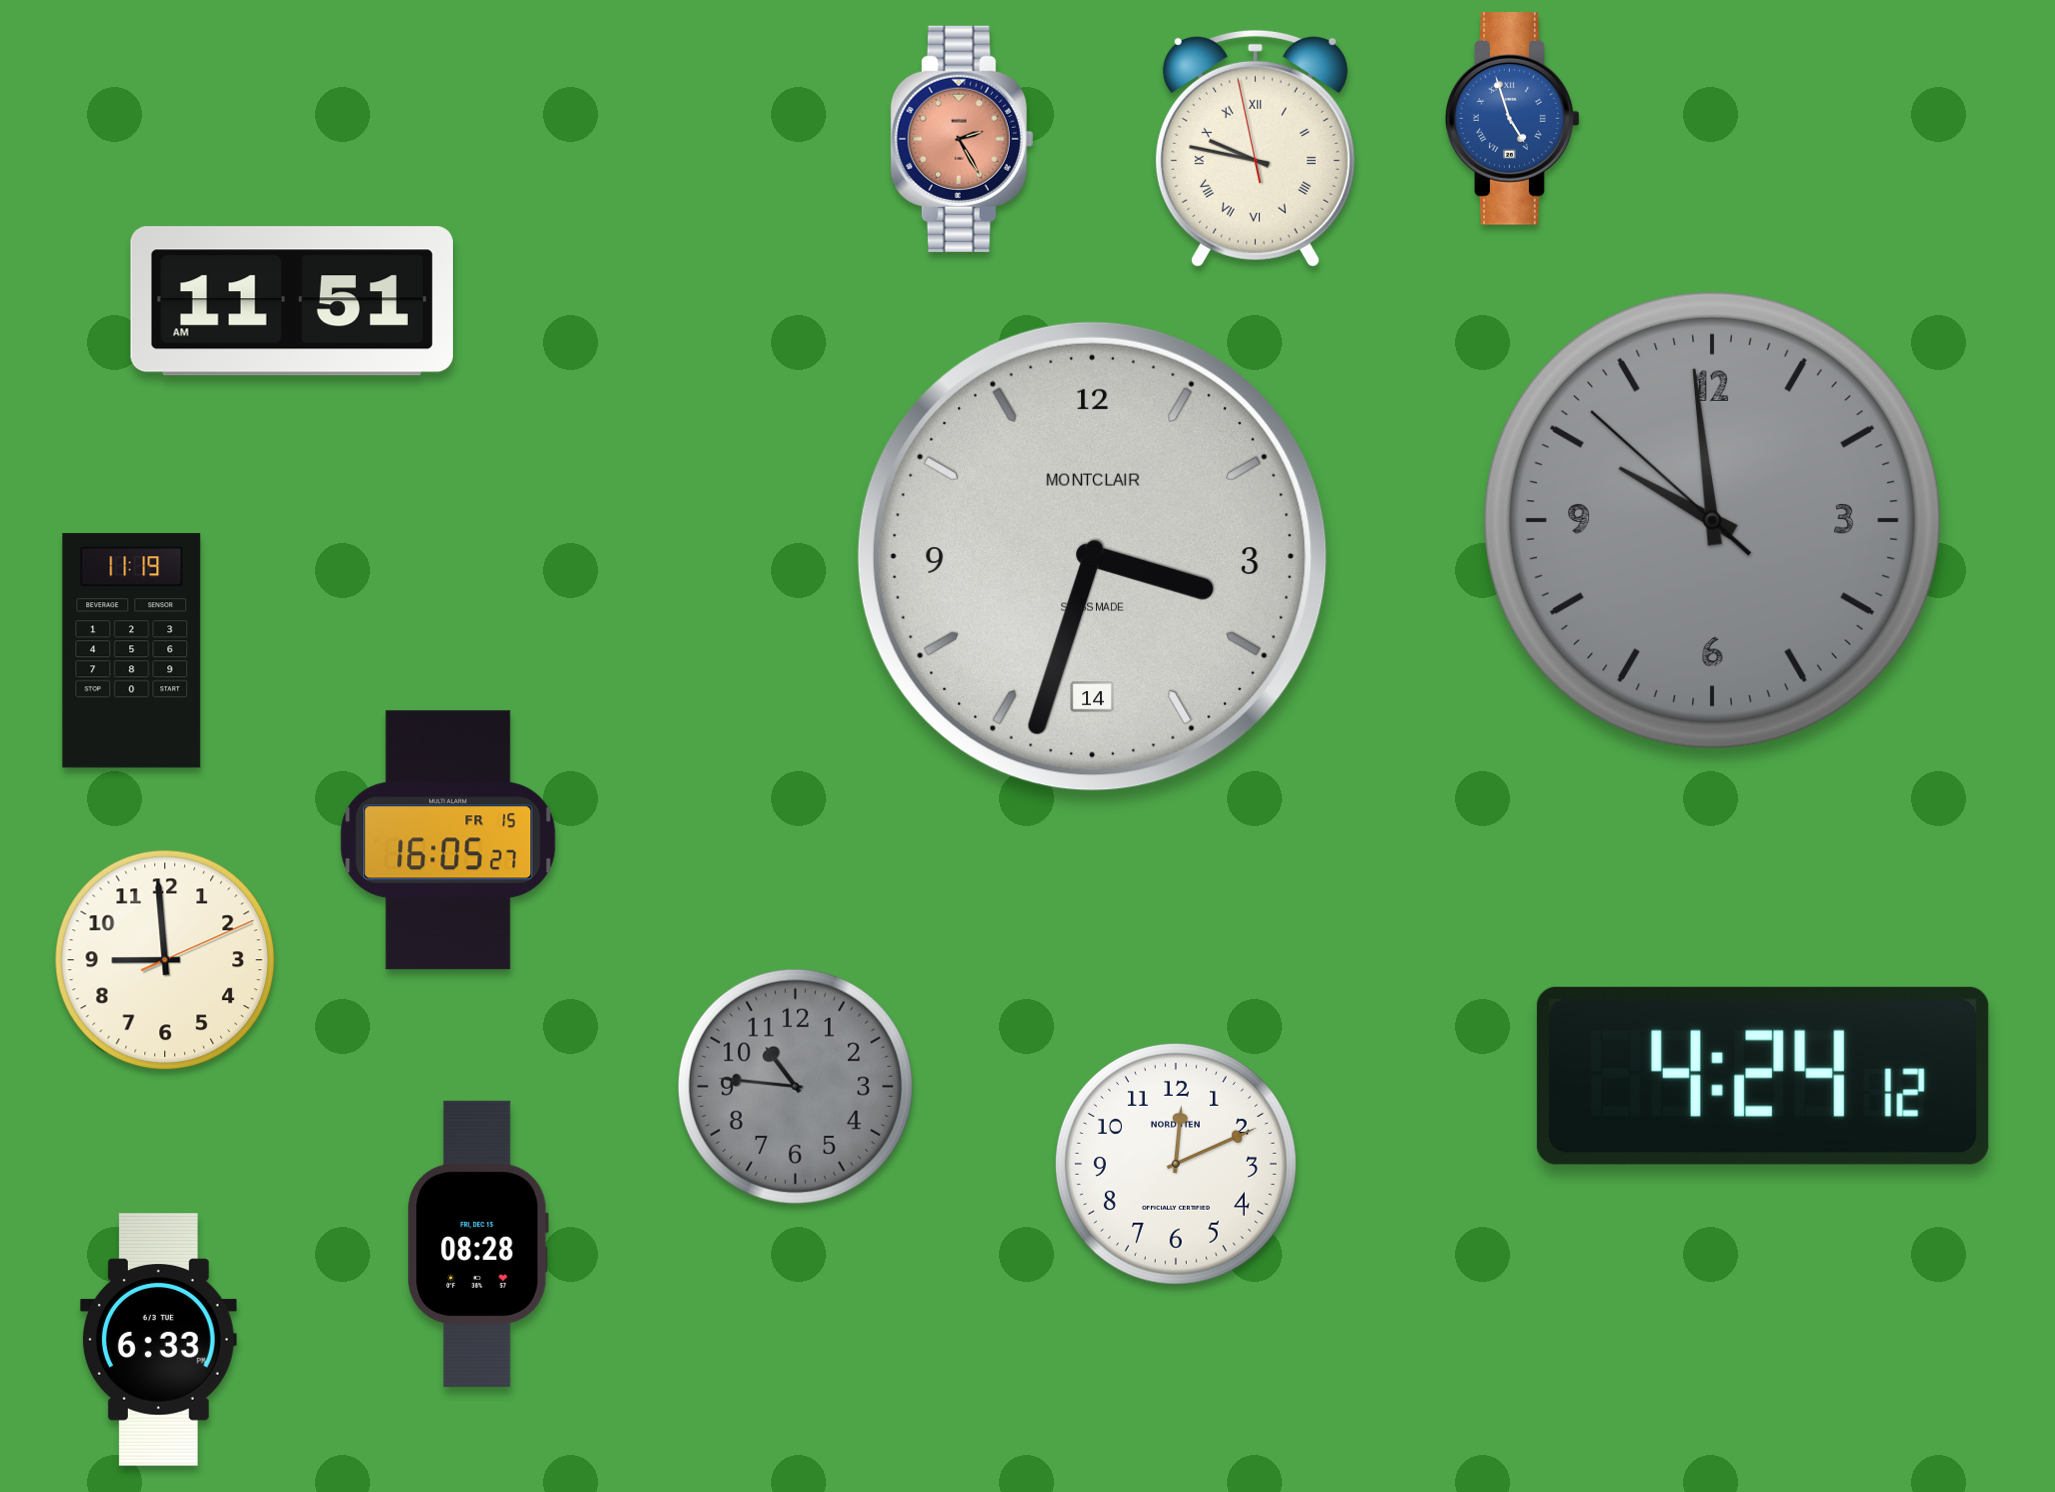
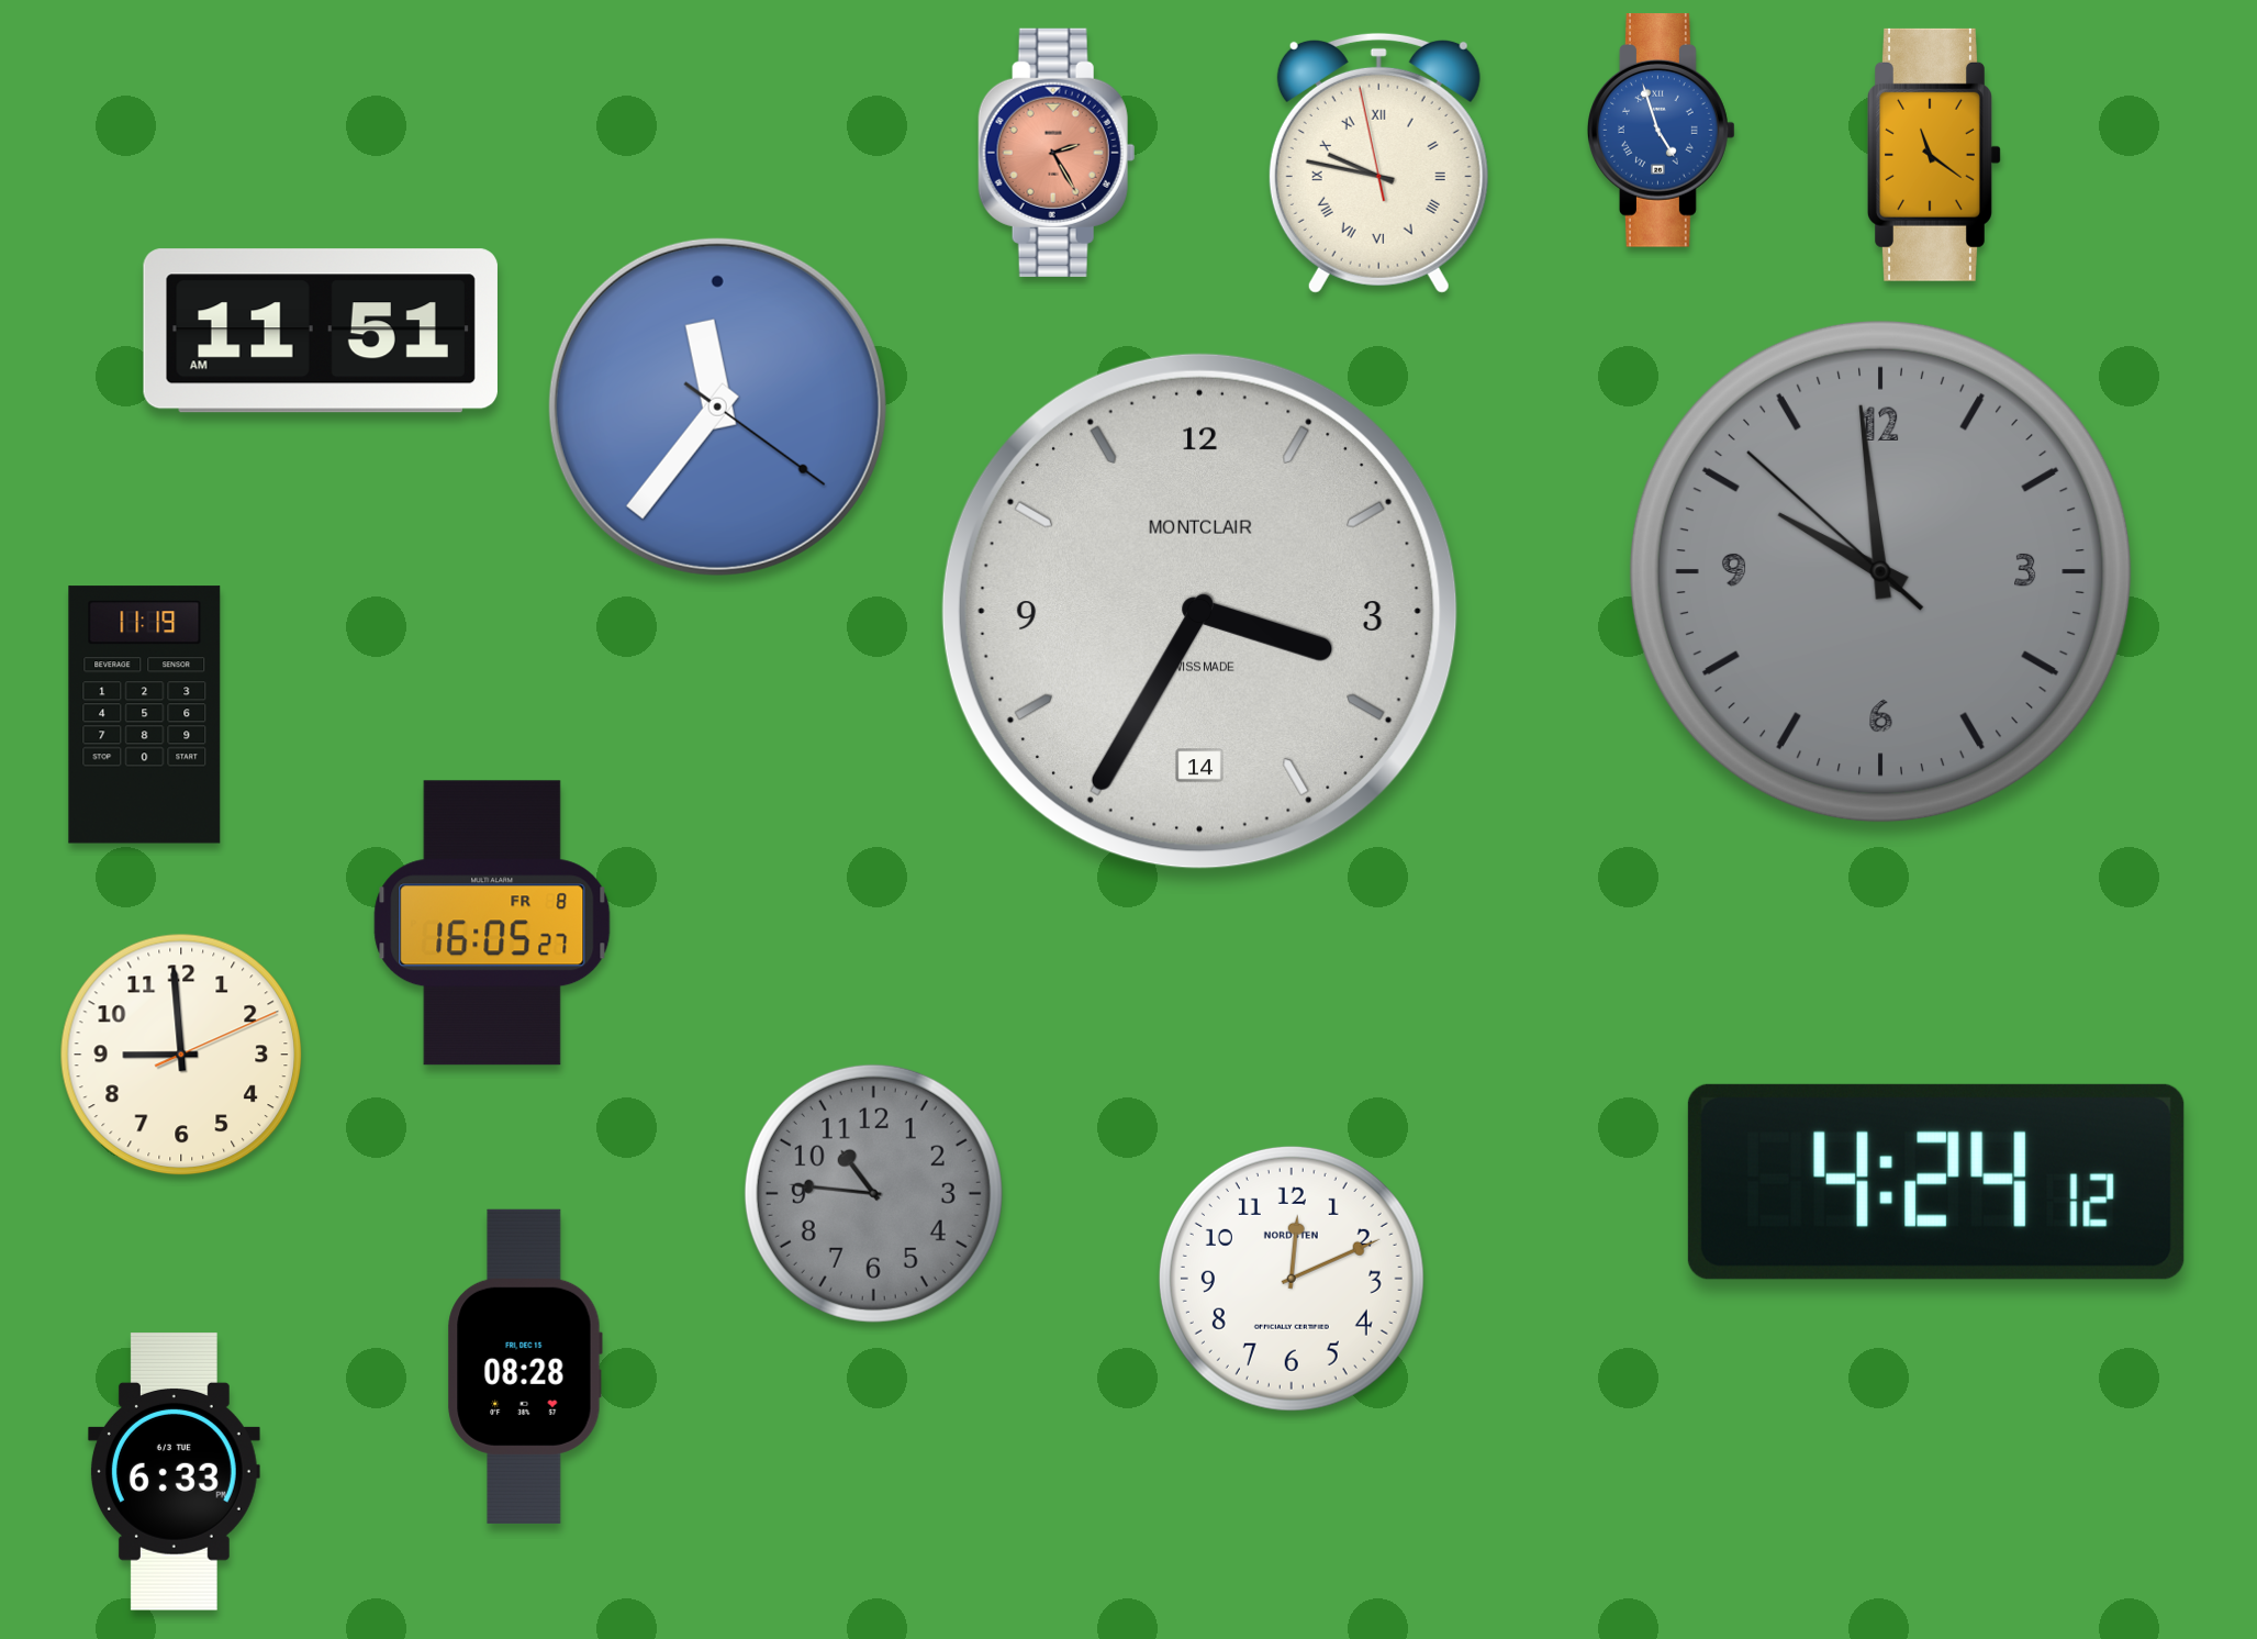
clock at (1935, 155): none -> 11:21
clock at (717, 406): none -> 11:36
clock at (1092, 556): 3:33 -> 3:35
clock at (448, 840) date: FR 15 -> FR 8
